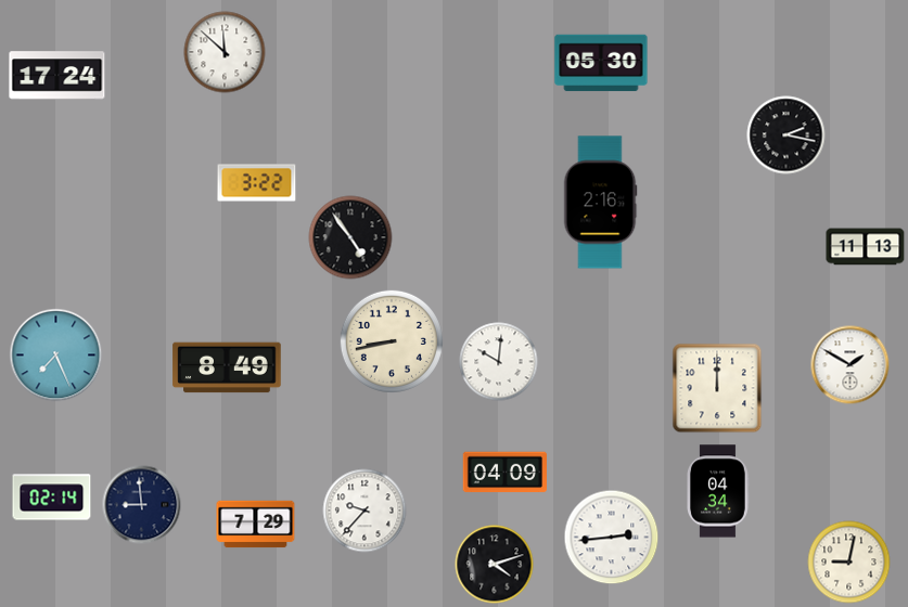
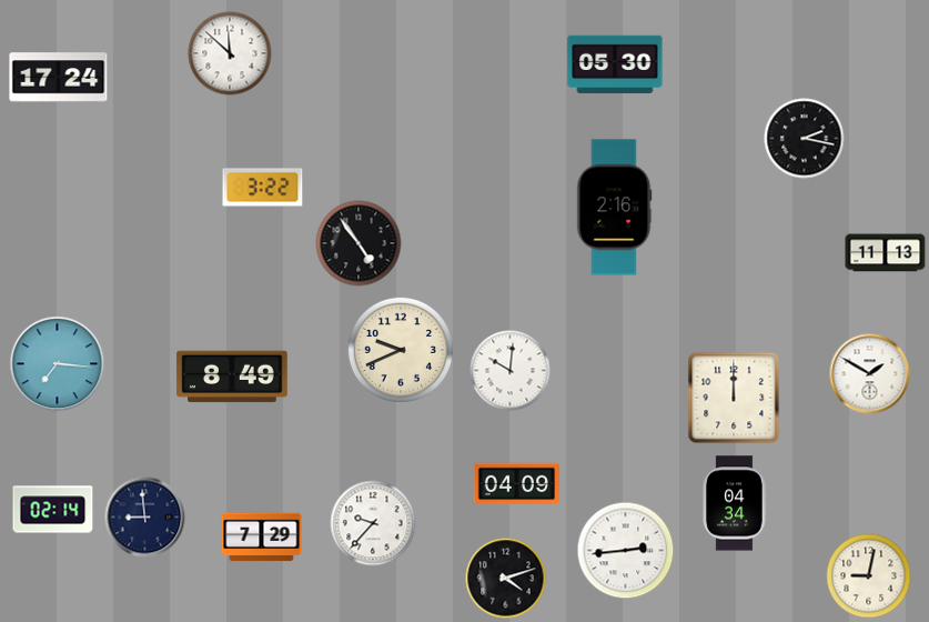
clock at (392, 341): 8:43 -> 9:41
clock at (56, 356): 7:26 -> 7:16
